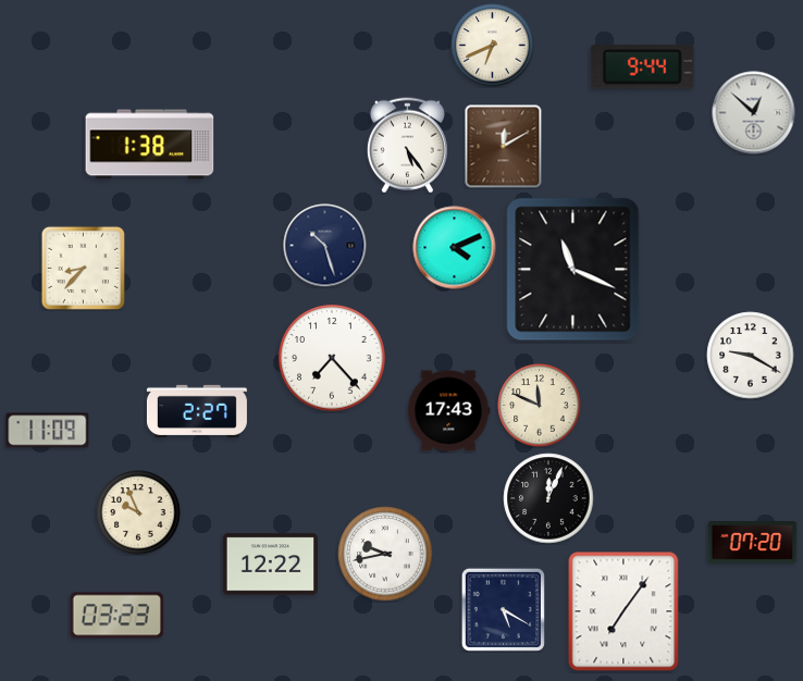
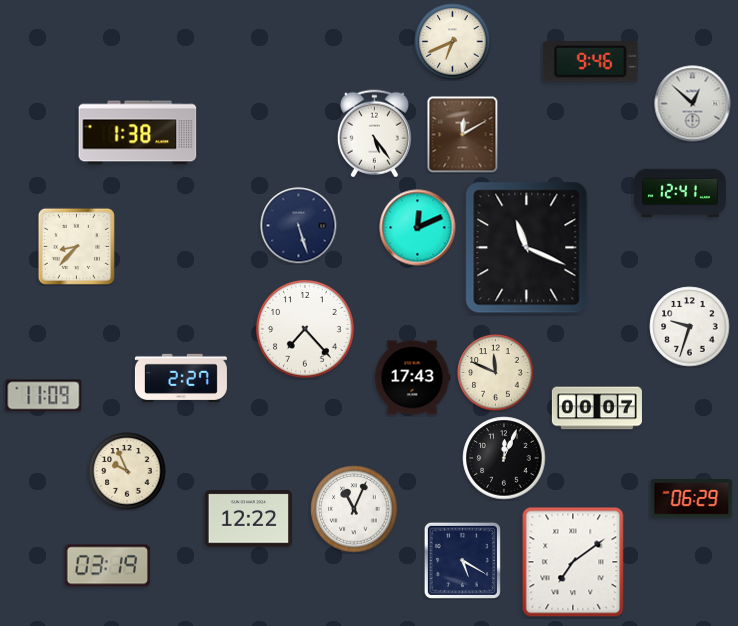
clock at (642, 67): 9:44 -> 9:46
clock at (680, 193): none -> 12:41
clock at (325, 246): 10:27 -> 5:27
clock at (455, 248): 4:11 -> 12:11
clock at (751, 356): 9:20 -> 9:33
clock at (597, 408): none -> 00:07
clock at (753, 543): 07:20 -> 06:29
clock at (385, 554): 9:43 -> 11:04
clock at (623, 611): 7:06 -> 7:09
clock at (118, 616): 03:23 -> 03:19
